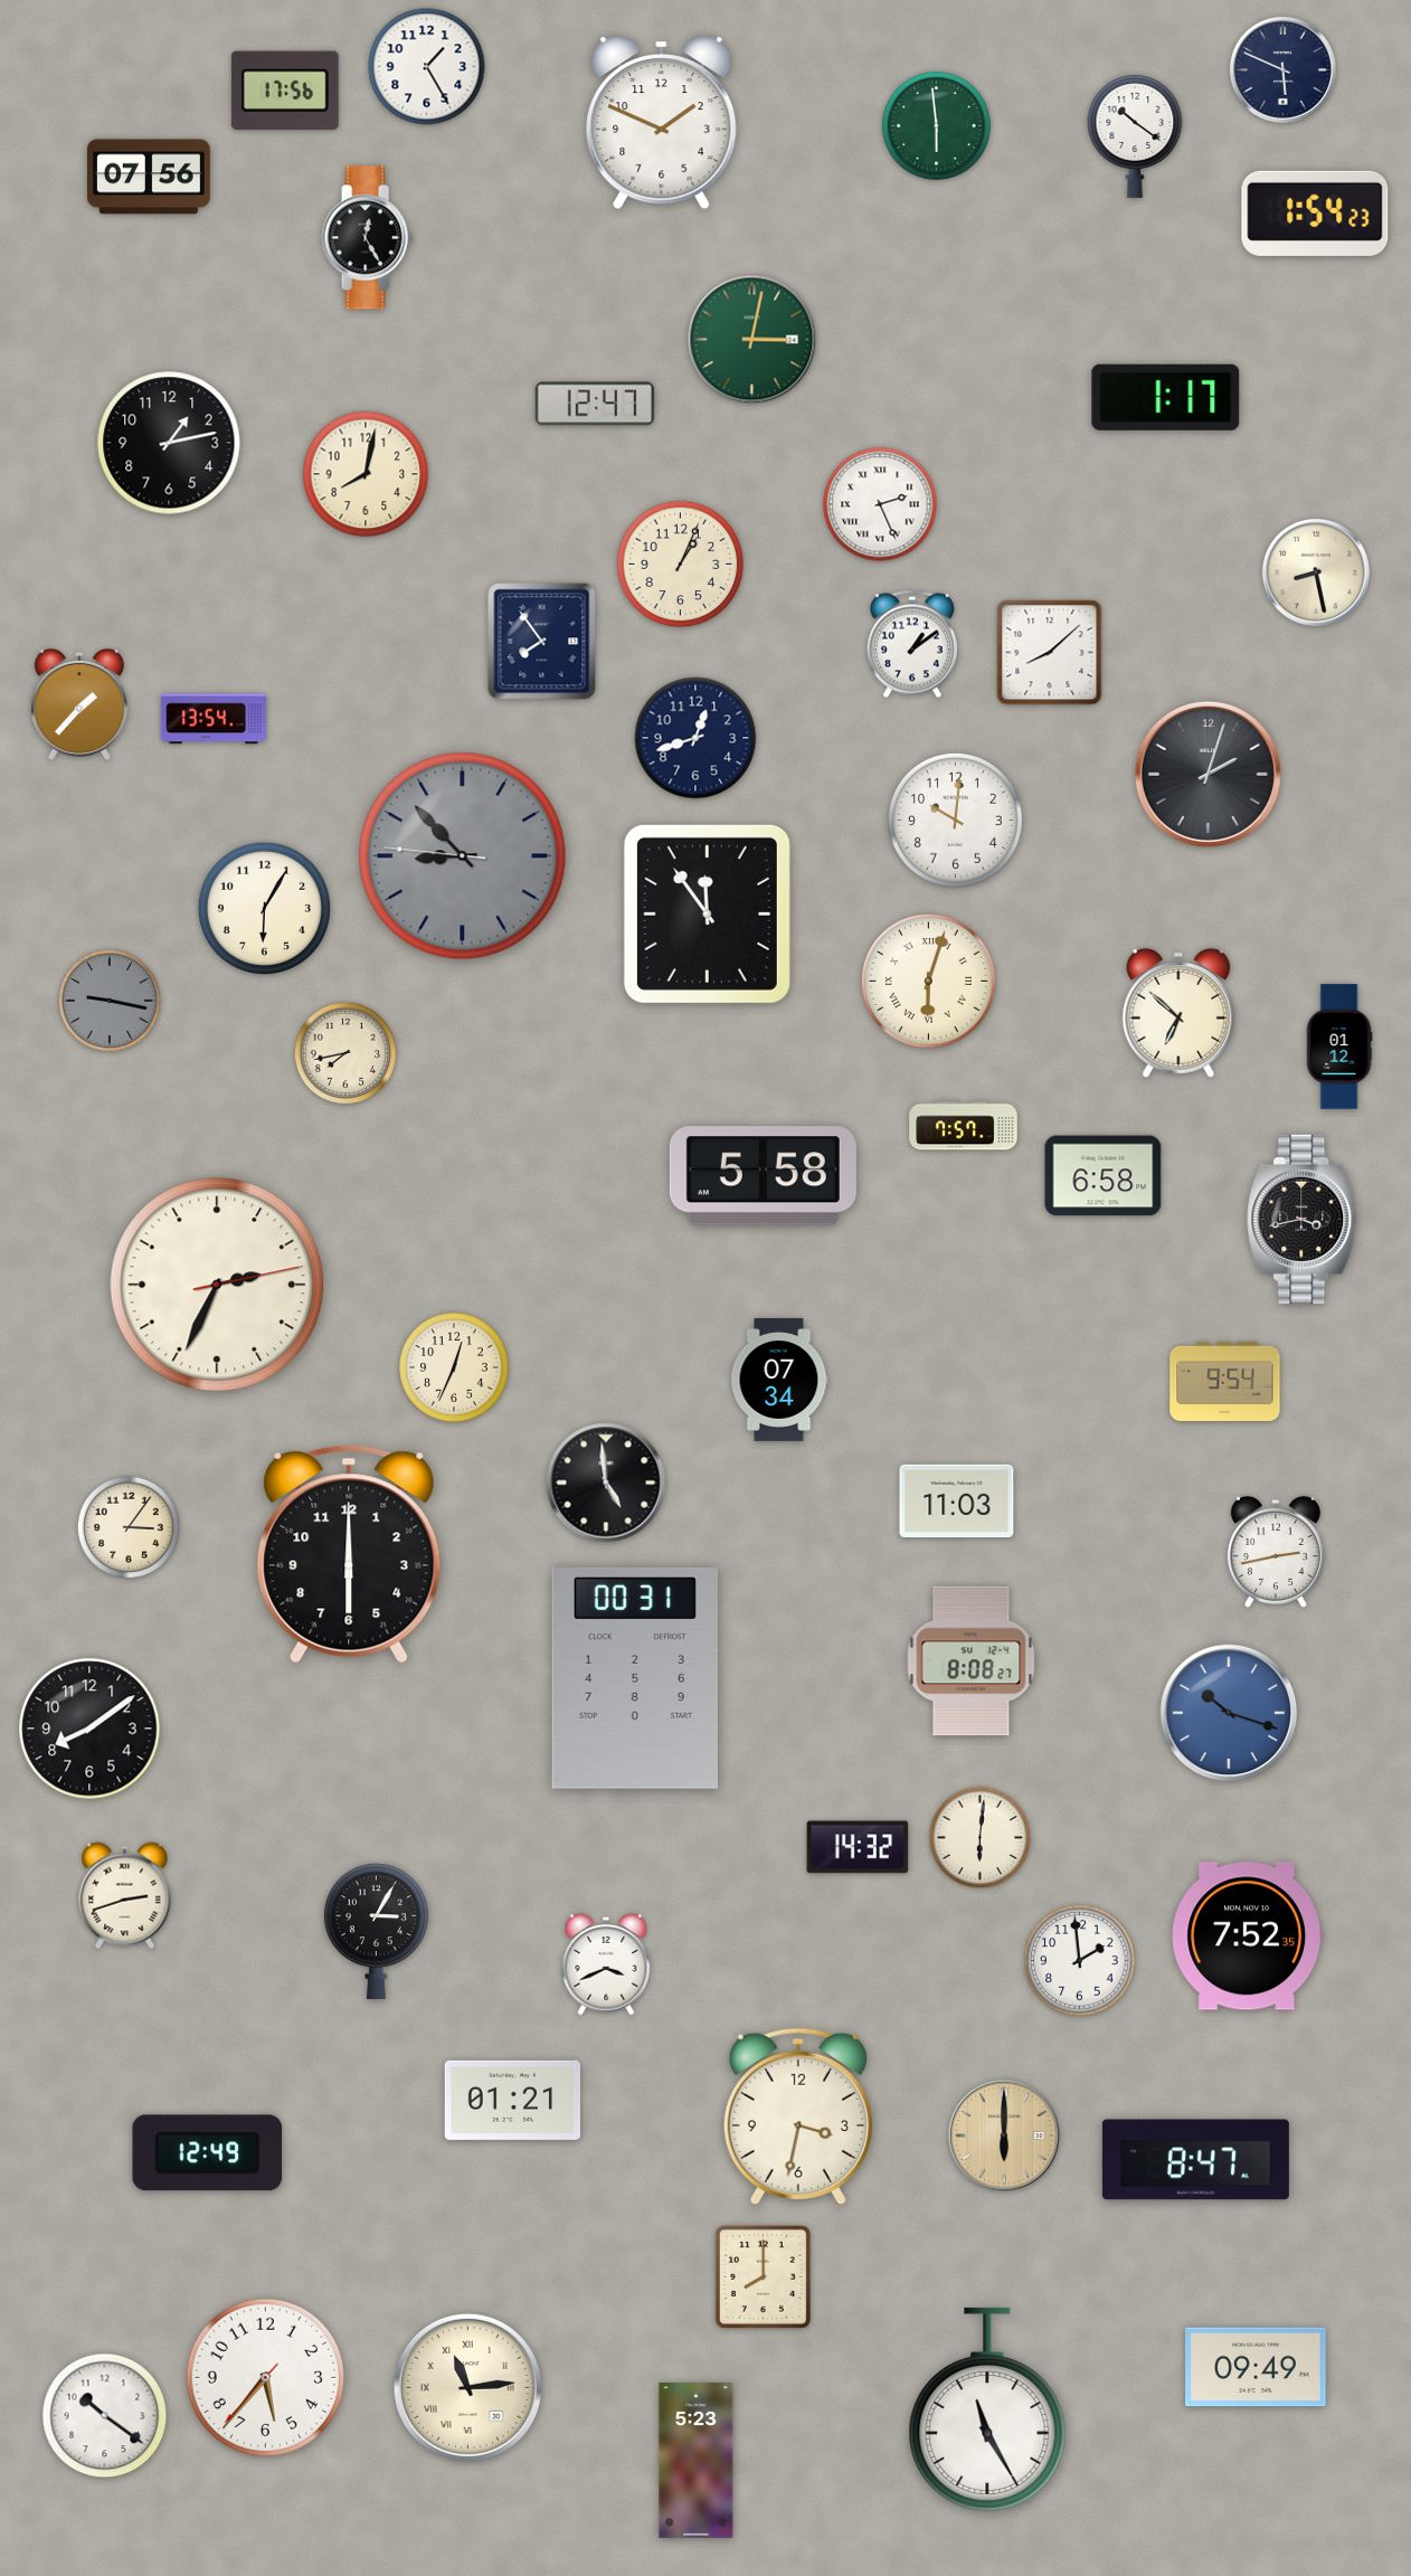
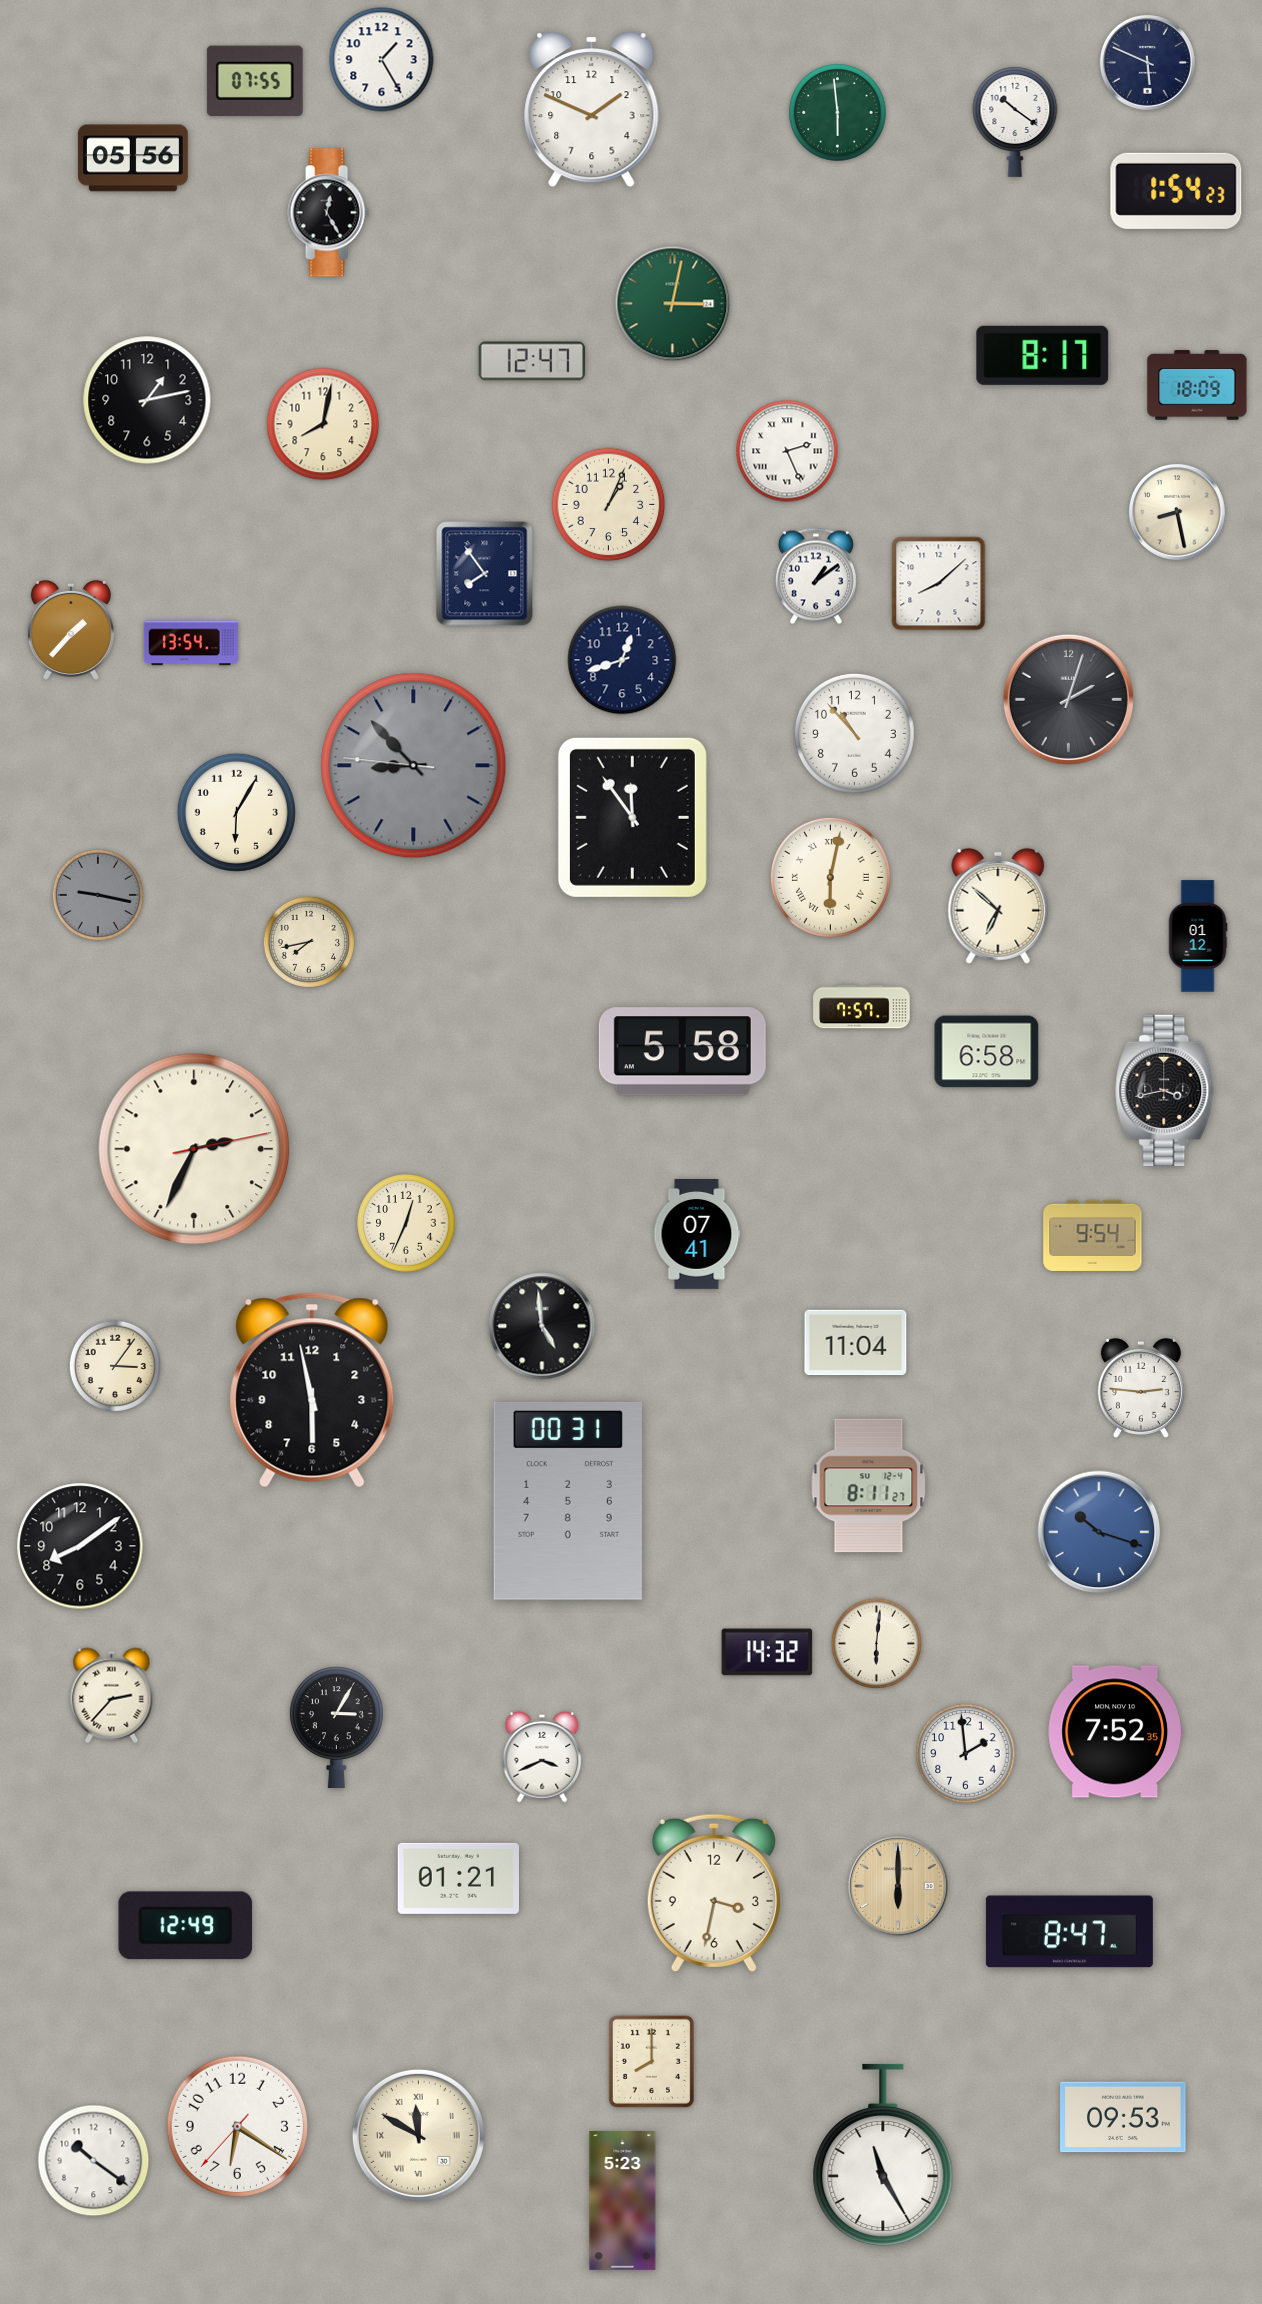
clock at (285, 91): 17:56 -> 07:55
clock at (149, 177): 07:56 -> 05:56
clock at (1166, 397): 1:17 -> 8:17
clock at (1197, 385): none -> 18:09
clock at (169, 443) position: (169, 443) -> (147, 400)
clock at (366, 474) position: (366, 474) -> (323, 424)
clock at (1208, 774) position: (1208, 774) -> (1068, 699)
clock at (955, 820): 10:01 -> 10:53
clock at (928, 981): 6:03 -> 6:02
clock at (1178, 1013) position: (1178, 1013) -> (998, 906)
clock at (779, 1381): 07:34 -> 07:41
clock at (1225, 1381) position: (1225, 1381) -> (1093, 1235)
clock at (957, 1502): 11:03 -> 11:04
clock at (1276, 1552): 2:43 -> 2:46
clock at (349, 1554): 6:00 -> 5:58
clock at (972, 1661): 8:08 -> 8:11
clock at (125, 1896): 2:42 -> 2:37
clock at (1004, 2135) position: (1004, 2135) -> (898, 1886)
clock at (763, 2276) position: (763, 2276) -> (651, 2061)
clock at (1256, 2367): 09:49 -> 09:53
clock at (265, 2377): 5:36 -> 6:20
clock at (467, 2387): 11:14 -> 11:50
